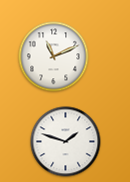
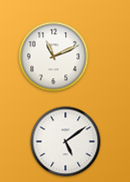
clock at (66, 142): 1:48 -> 5:09
